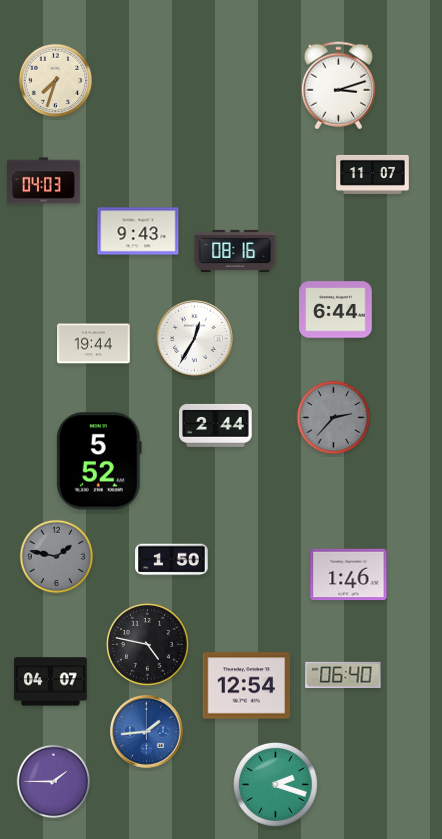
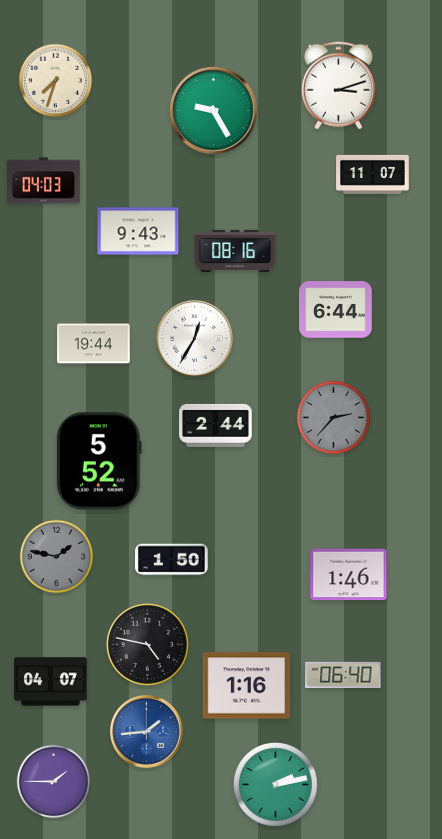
clock at (214, 111): none -> 9:25
clock at (247, 686): 12:54 -> 1:16
clock at (276, 785): 2:18 -> 2:13
